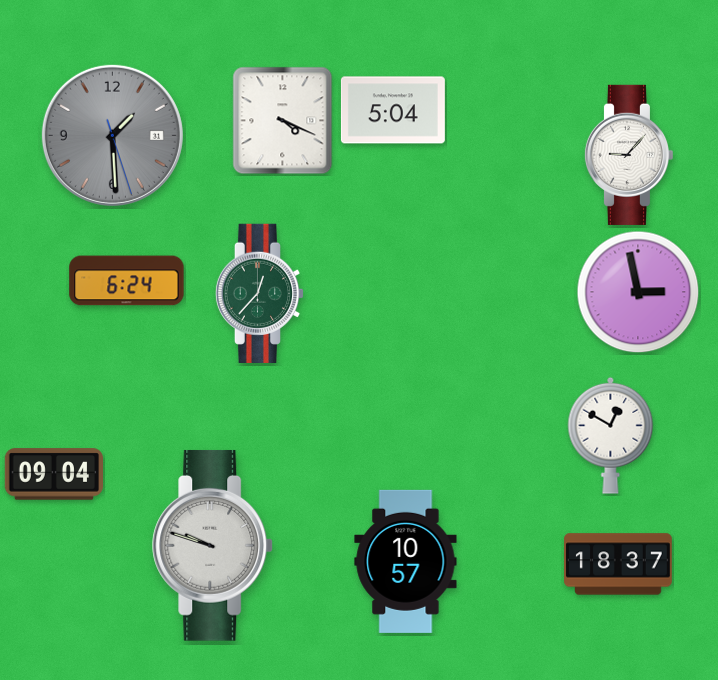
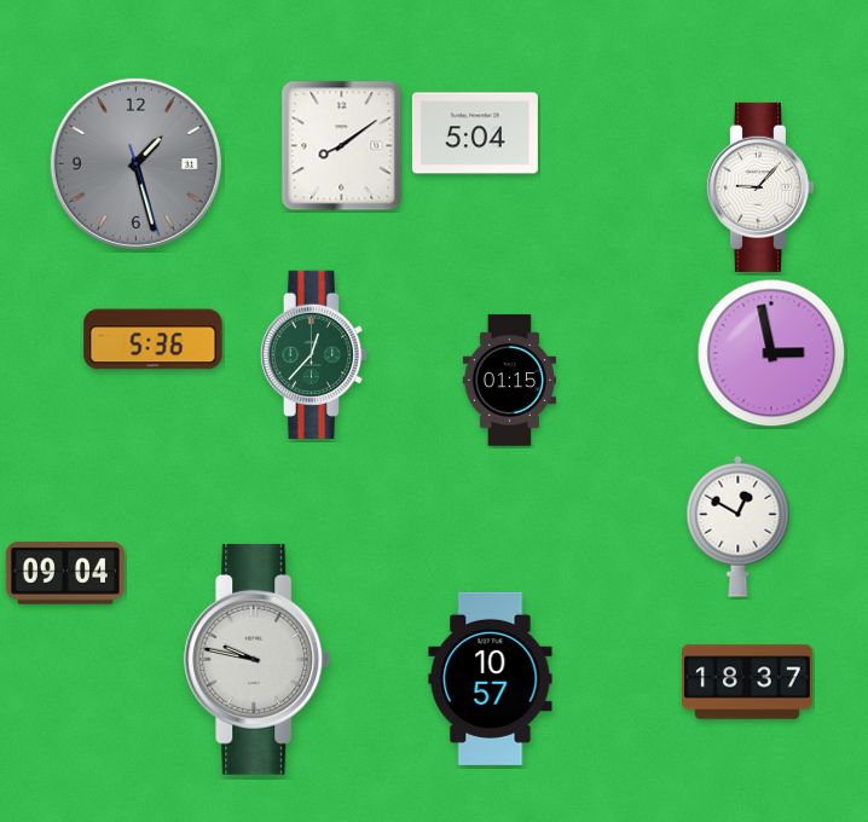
clock at (283, 121): 4:19 -> 8:09
clock at (112, 135): 1:29 -> 1:27
clock at (127, 281): 6:24 -> 5:36
clock at (509, 381): none -> 01:15
clock at (213, 545): 9:48 -> 9:47
